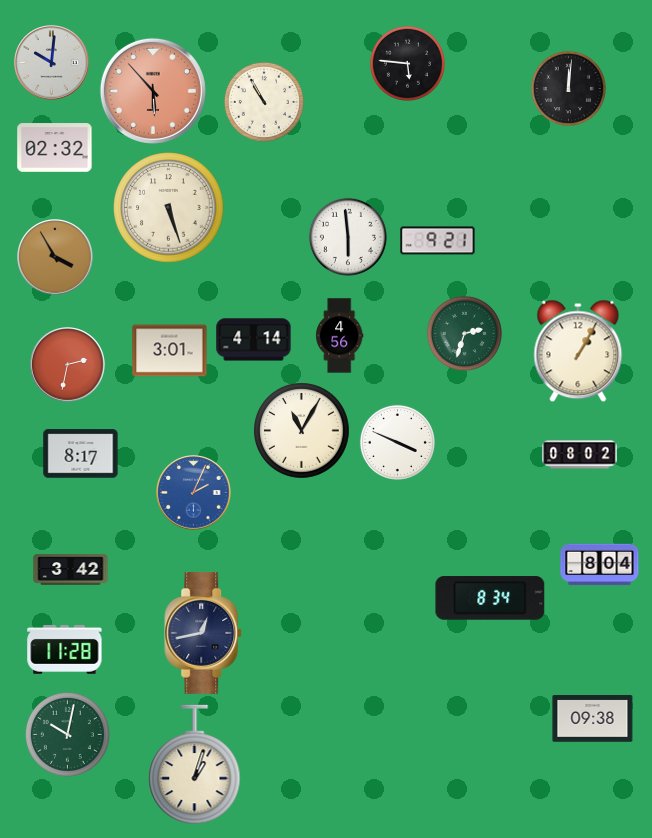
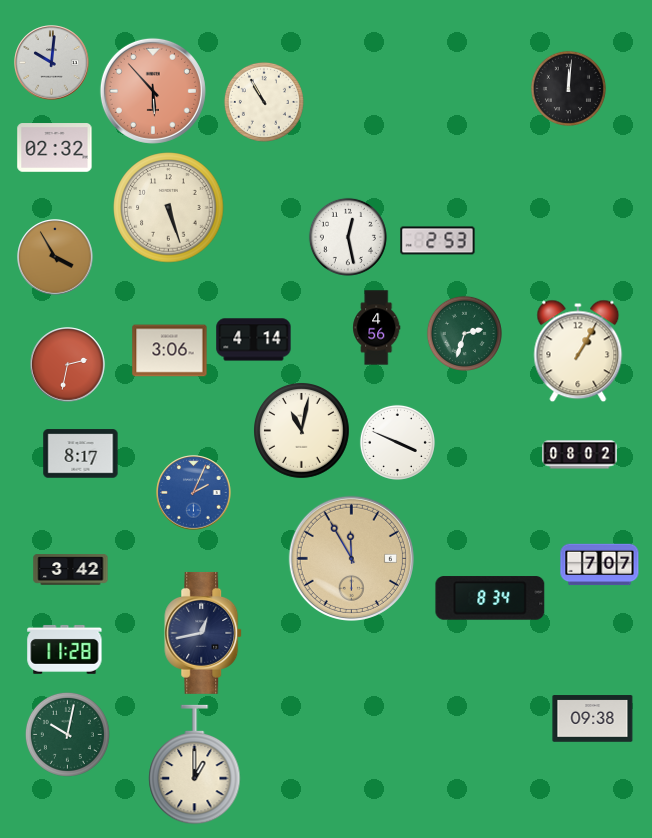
clock at (407, 63): 5:46 -> none
clock at (348, 237): 5:59 -> 12:28
clock at (438, 241): 9:21 -> 2:53
clock at (340, 336) position: (340, 336) -> (377, 328)
clock at (170, 351): 3:01 -> 3:06
clock at (302, 431): 11:05 -> 11:02
clock at (351, 558): none -> 11:55
clock at (600, 565): 8:04 -> 7:07
clock at (195, 765): 1:03 -> 1:00
